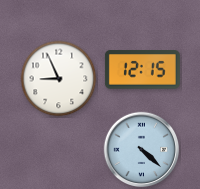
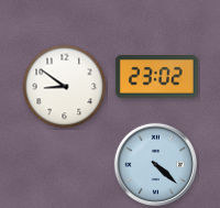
clock at (142, 70): 12:15 -> 23:02
clock at (59, 79): 8:56 -> 8:51
